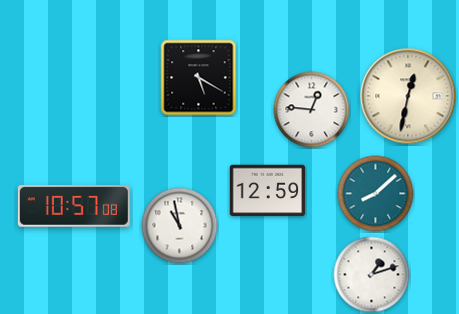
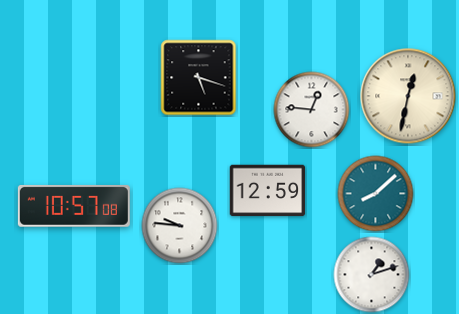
clock at (199, 78): 5:20 -> 5:18
clock at (180, 226): 10:58 -> 9:46
